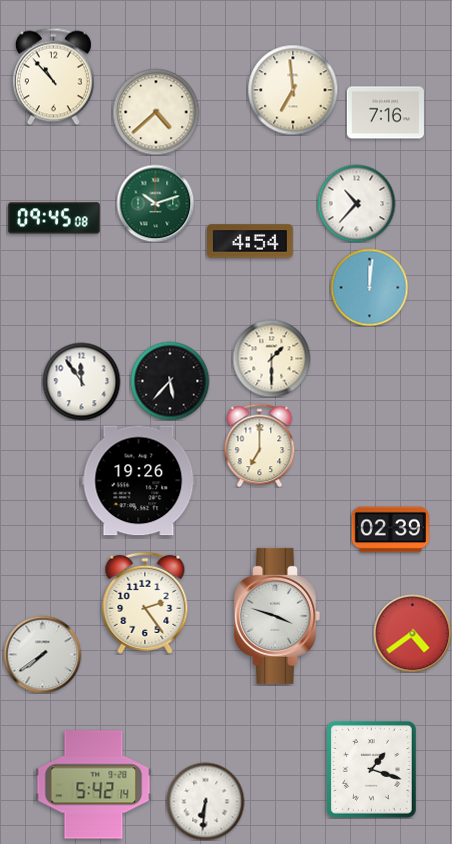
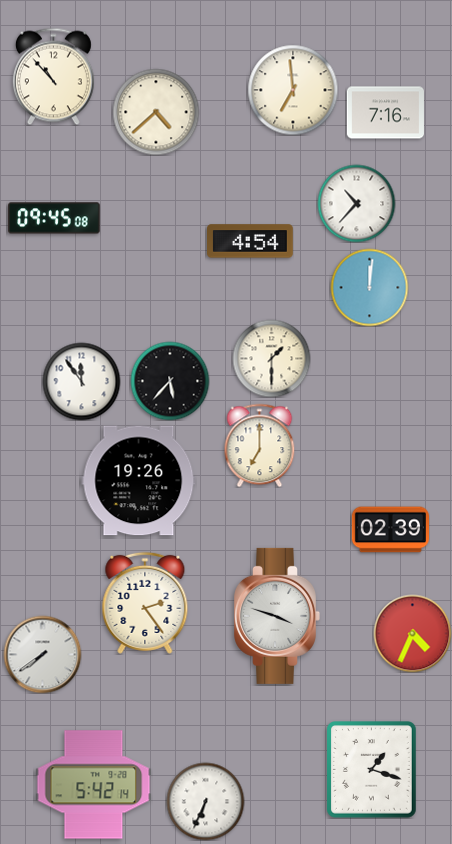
clock at (155, 203): 10:12 -> none
clock at (412, 633): 4:39 -> 4:34
clock at (205, 801): 6:31 -> 6:34
